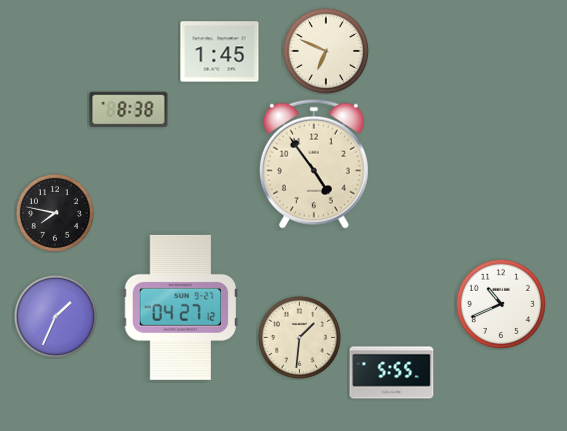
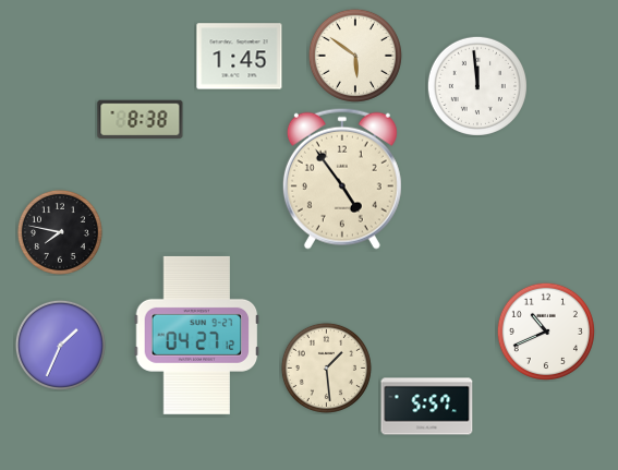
clock at (326, 51): 6:49 -> 5:51
clock at (477, 86): none -> 11:59
clock at (299, 337): 1:31 -> 1:29
clock at (392, 373): 5:55 -> 5:57
